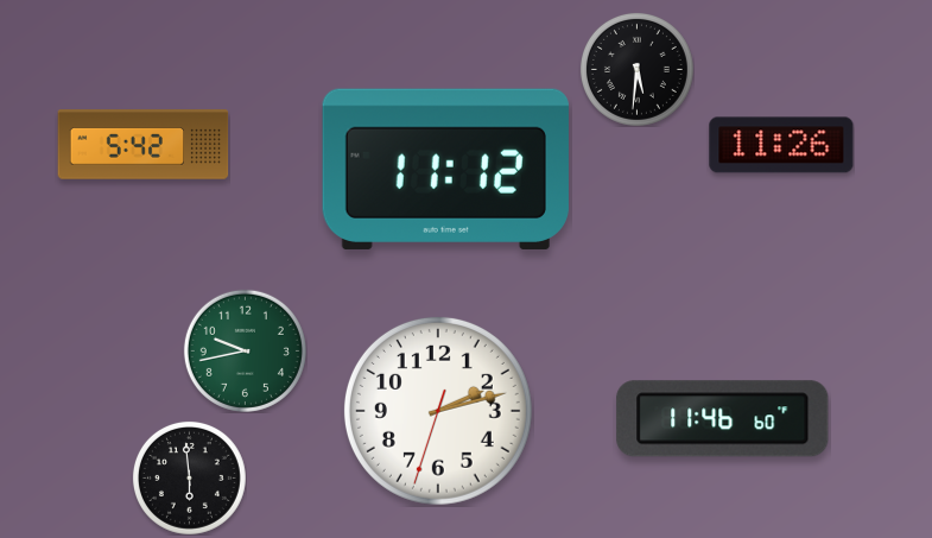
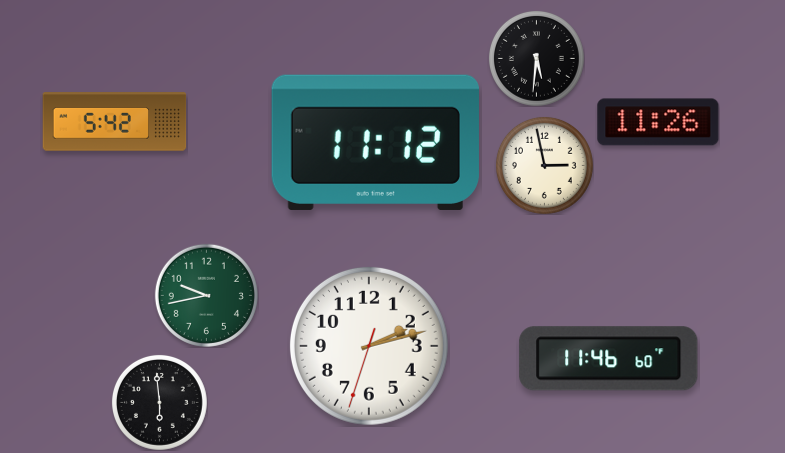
clock at (144, 145) position: (144, 145) -> (115, 122)
clock at (544, 165): none -> 2:58
clock at (723, 419) position: (723, 419) -> (609, 359)
